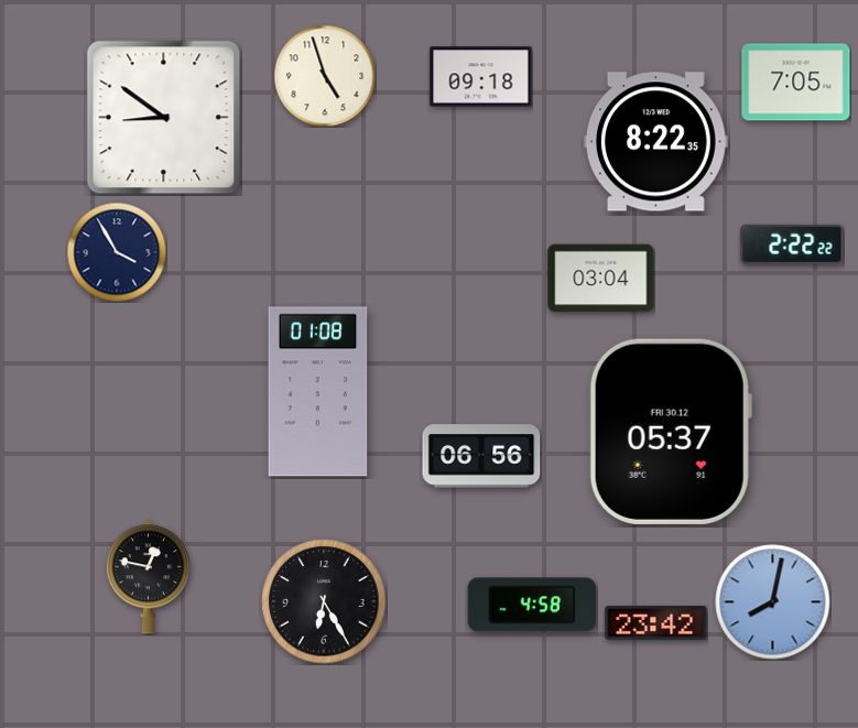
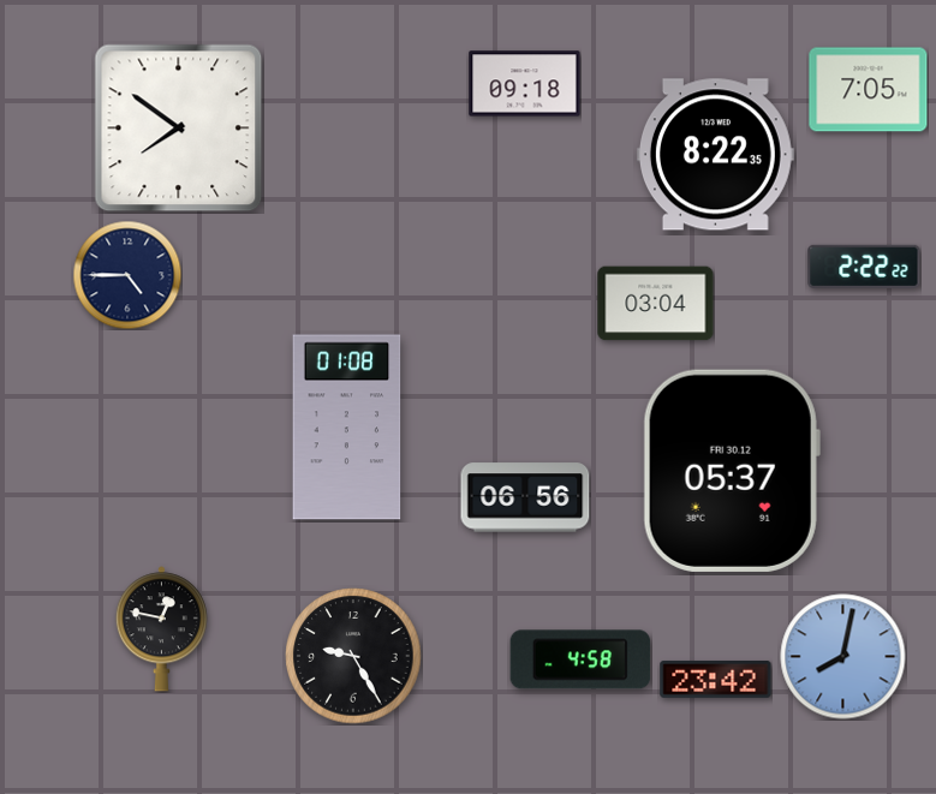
clock at (325, 76): 4:57 -> none
clock at (164, 118): 8:51 -> 7:51
clock at (117, 252): 3:55 -> 4:45
clock at (324, 601): 6:25 -> 9:25
